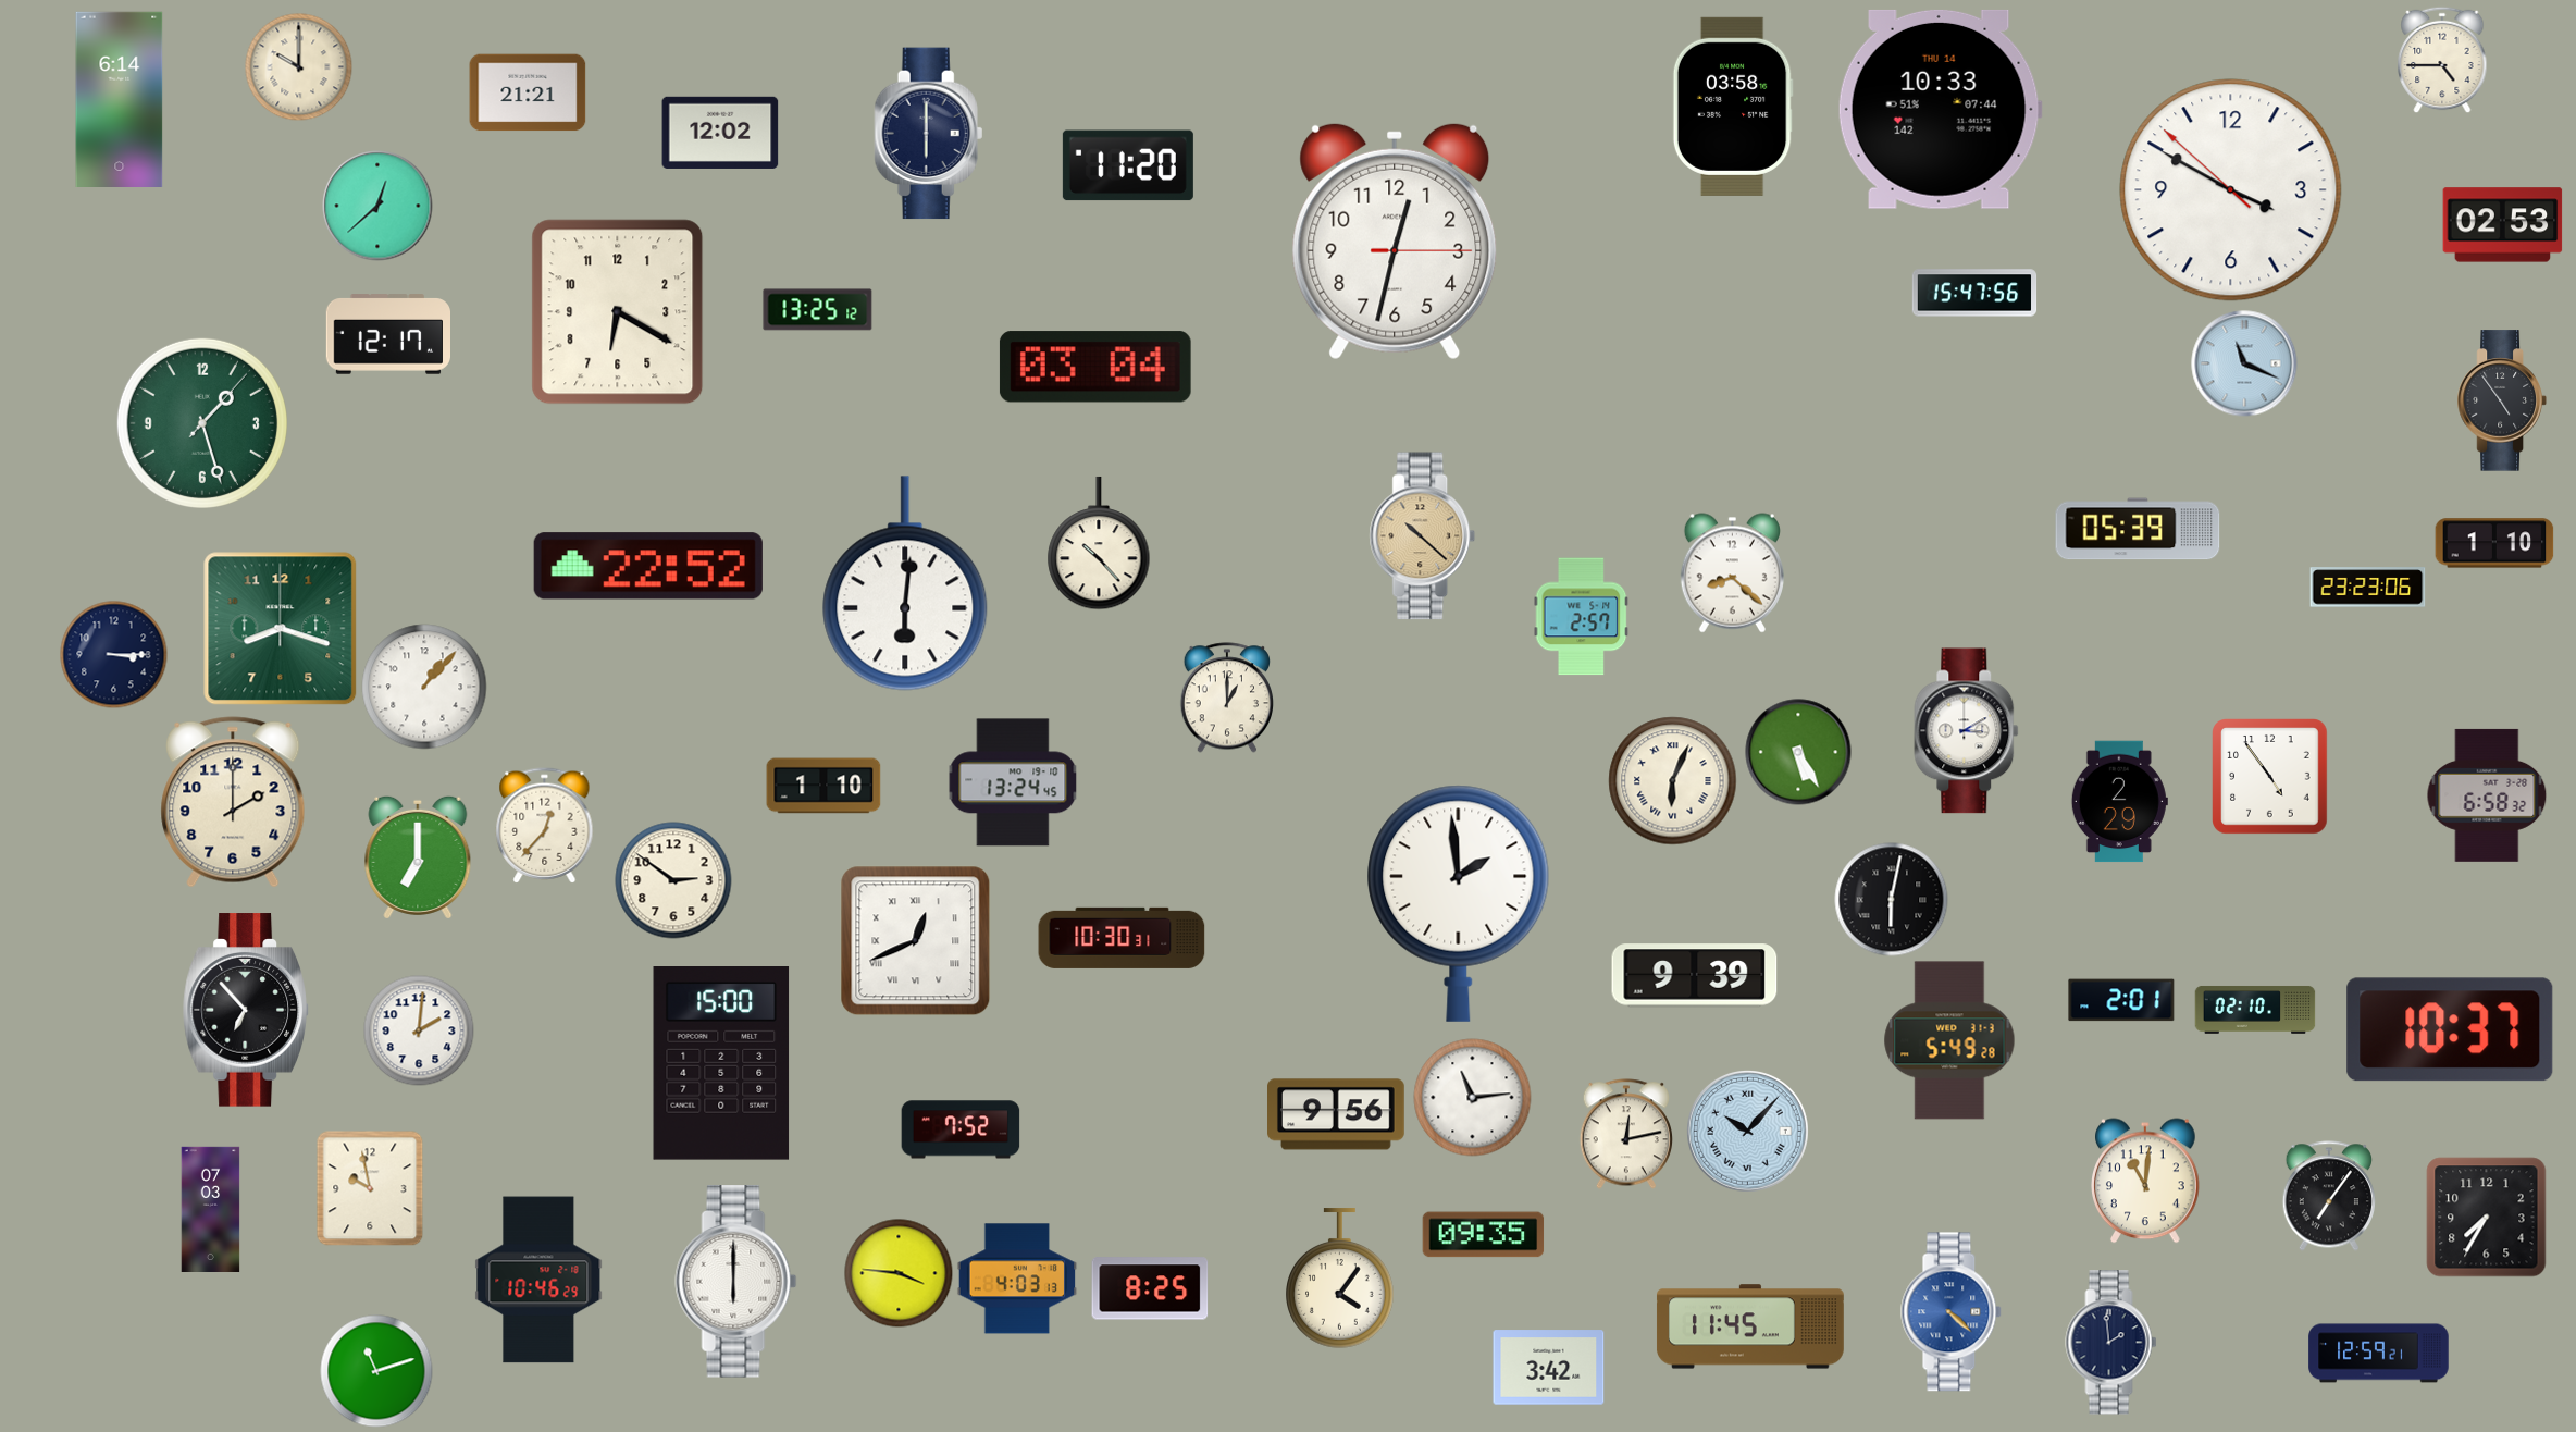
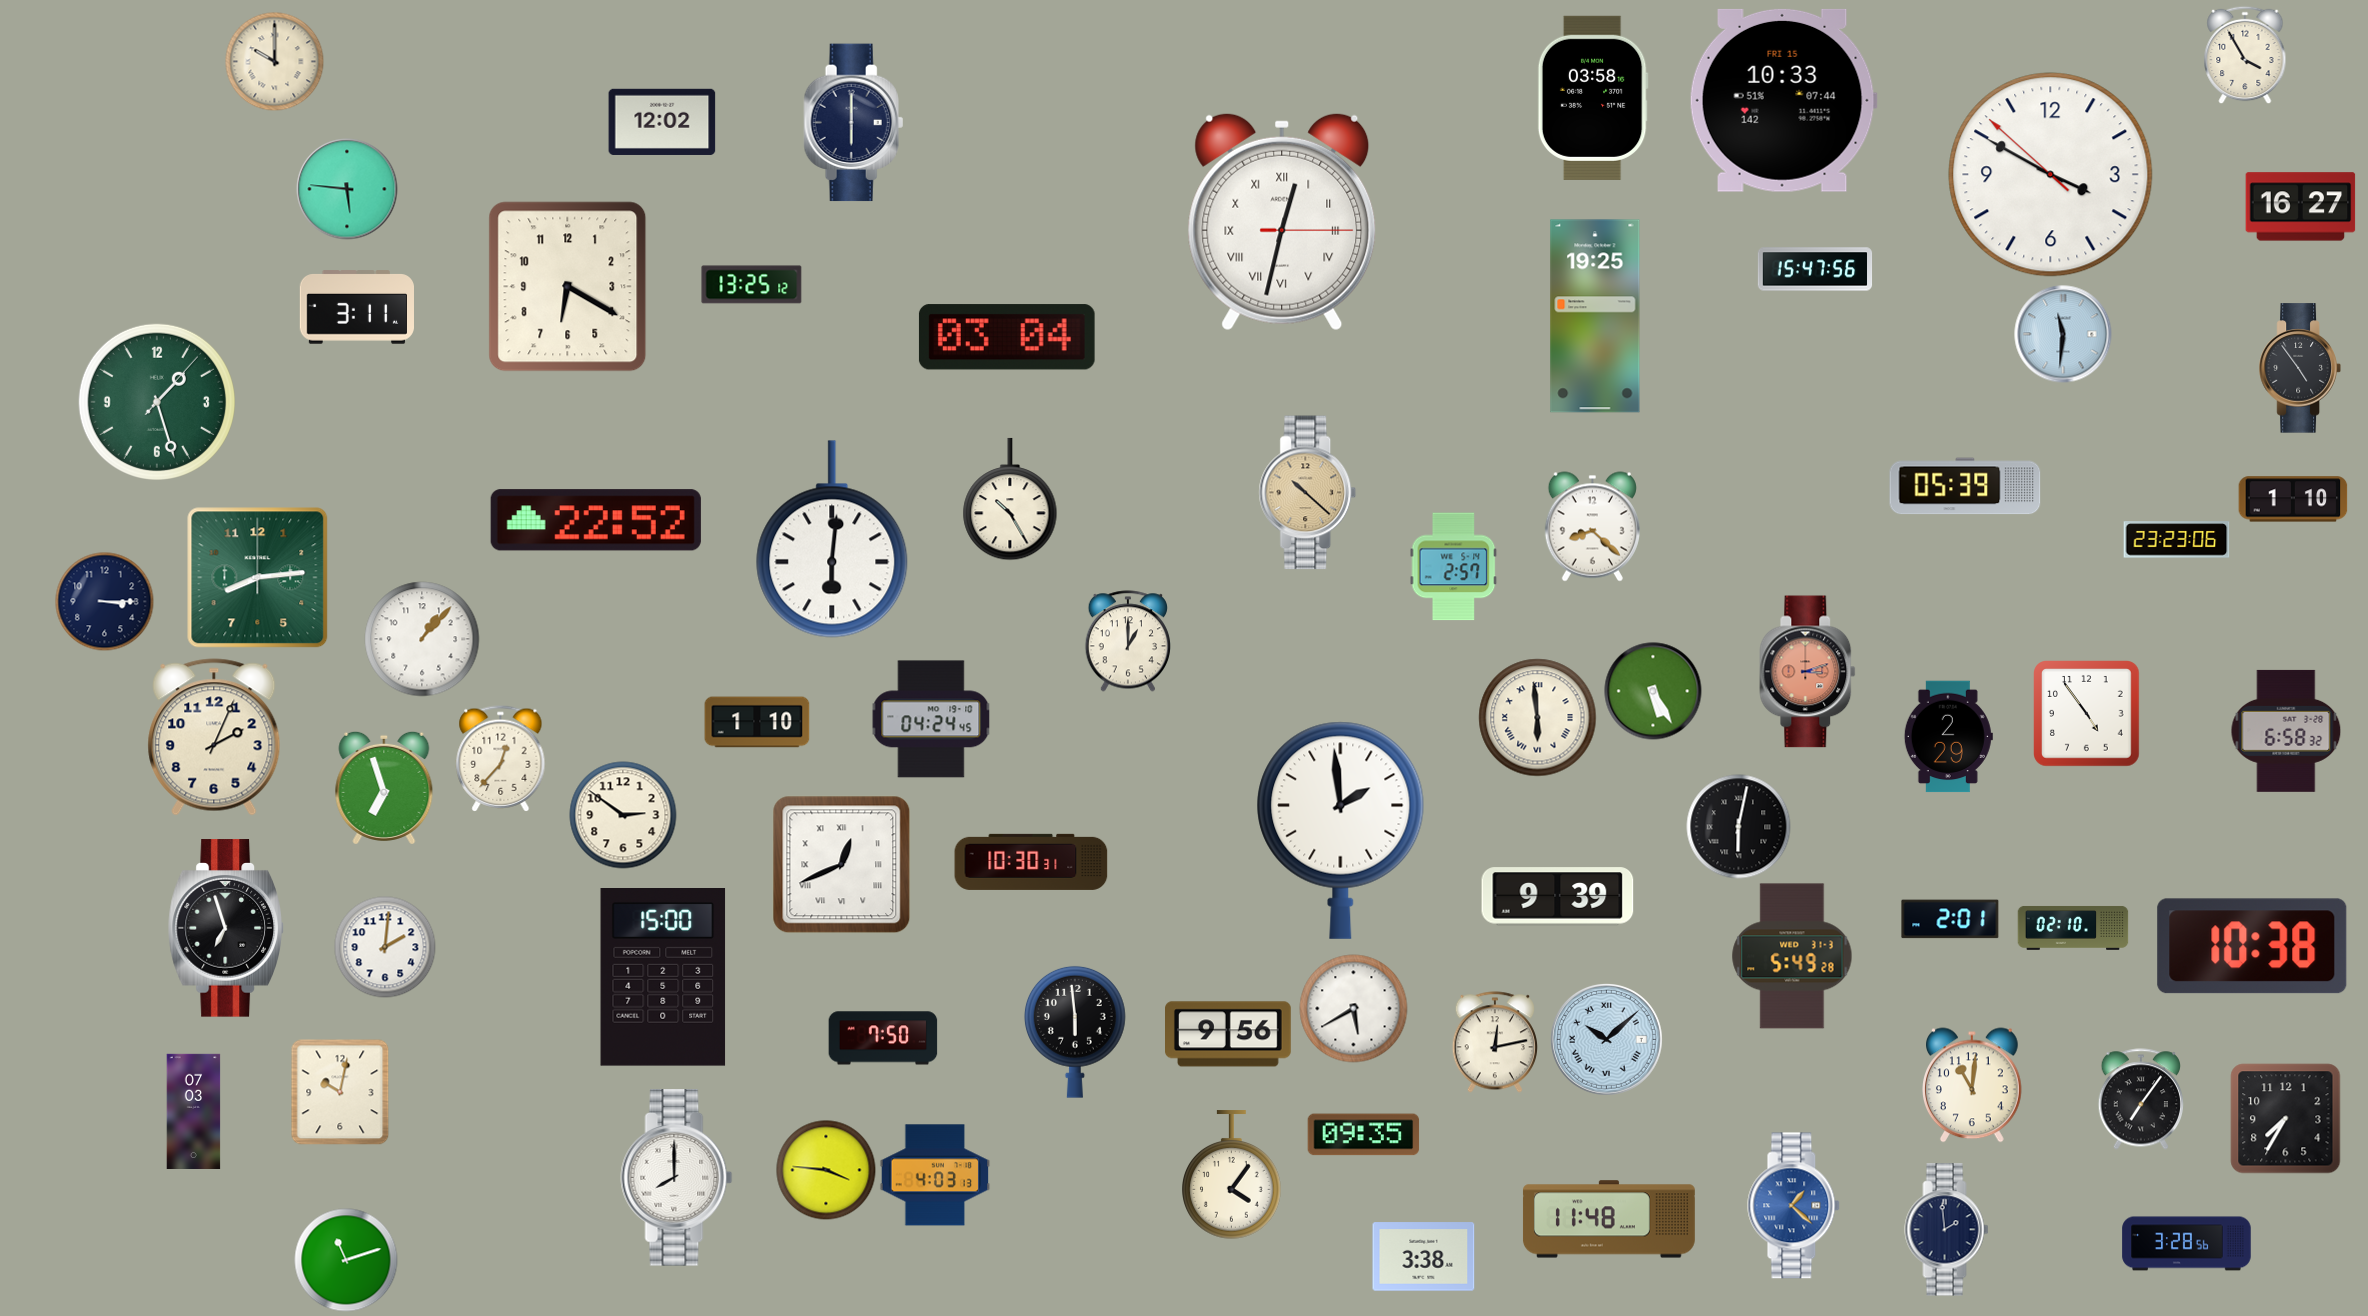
clock at (2442, 60): 4:45 -> 3:55
clock at (528, 92): 21:21 -> none
clock at (120, 99): 6:14 -> none
clock at (1940, 109) date: THU 14 -> FRI 15
clock at (1128, 165): 11:20 -> none
clock at (377, 206): 12:38 -> 5:46
clock at (2503, 225): 02:53 -> 16:27
clock at (1395, 242) numerals: Arabic -> Roman
clock at (387, 334): 12:17 -> 3:11
clock at (1595, 316): none -> 19:25
clock at (2244, 363): 11:19 -> 11:31
clock at (202, 423) position: (202, 423) -> (157, 402)
clock at (1099, 543): 10:23 -> 10:25
clock at (905, 583) position: (905, 583) -> (832, 539)
clock at (281, 629): 8:18 -> 8:14
clock at (424, 687) position: (424, 687) -> (422, 639)
clock at (1967, 731): 3:10 -> 3:12
clock at (1967, 731) dial: white -> salmon
clock at (1673, 781): 6:04 -> 5:59
clock at (1013, 782): 13:24 -> 04:24
clock at (233, 802): 2:00 -> 2:04
clock at (418, 857): 7:00 -> 6:57
clock at (673, 880) position: (673, 880) -> (623, 815)
clock at (245, 1010): 6:53 -> 6:57
clock at (2450, 1029): 10:37 -> 10:38
clock at (1473, 1098): 11:14 -> 5:40
clock at (1337, 1114) position: (1337, 1114) -> (1229, 1034)
clock at (1075, 1032): none -> 5:59
clock at (961, 1129): 7:52 -> 7:50
clock at (1748, 1132): 10:07 -> 10:08
clock at (370, 1188): 9:58 -> 10:02
clock at (538, 1280): 10:46 -> none
clock at (736, 1282): 6:00 -> 8:00
clock at (1150, 1288): 8:25 -> none
clock at (1952, 1312): 4:22 -> 1:22
clock at (1750, 1326): 11:45 -> 11:48
clock at (2111, 1343) position: (2111, 1343) -> (1947, 1230)
clock at (2379, 1354): 12:59 -> 3:28
clock at (1549, 1368): 3:42 -> 3:38
